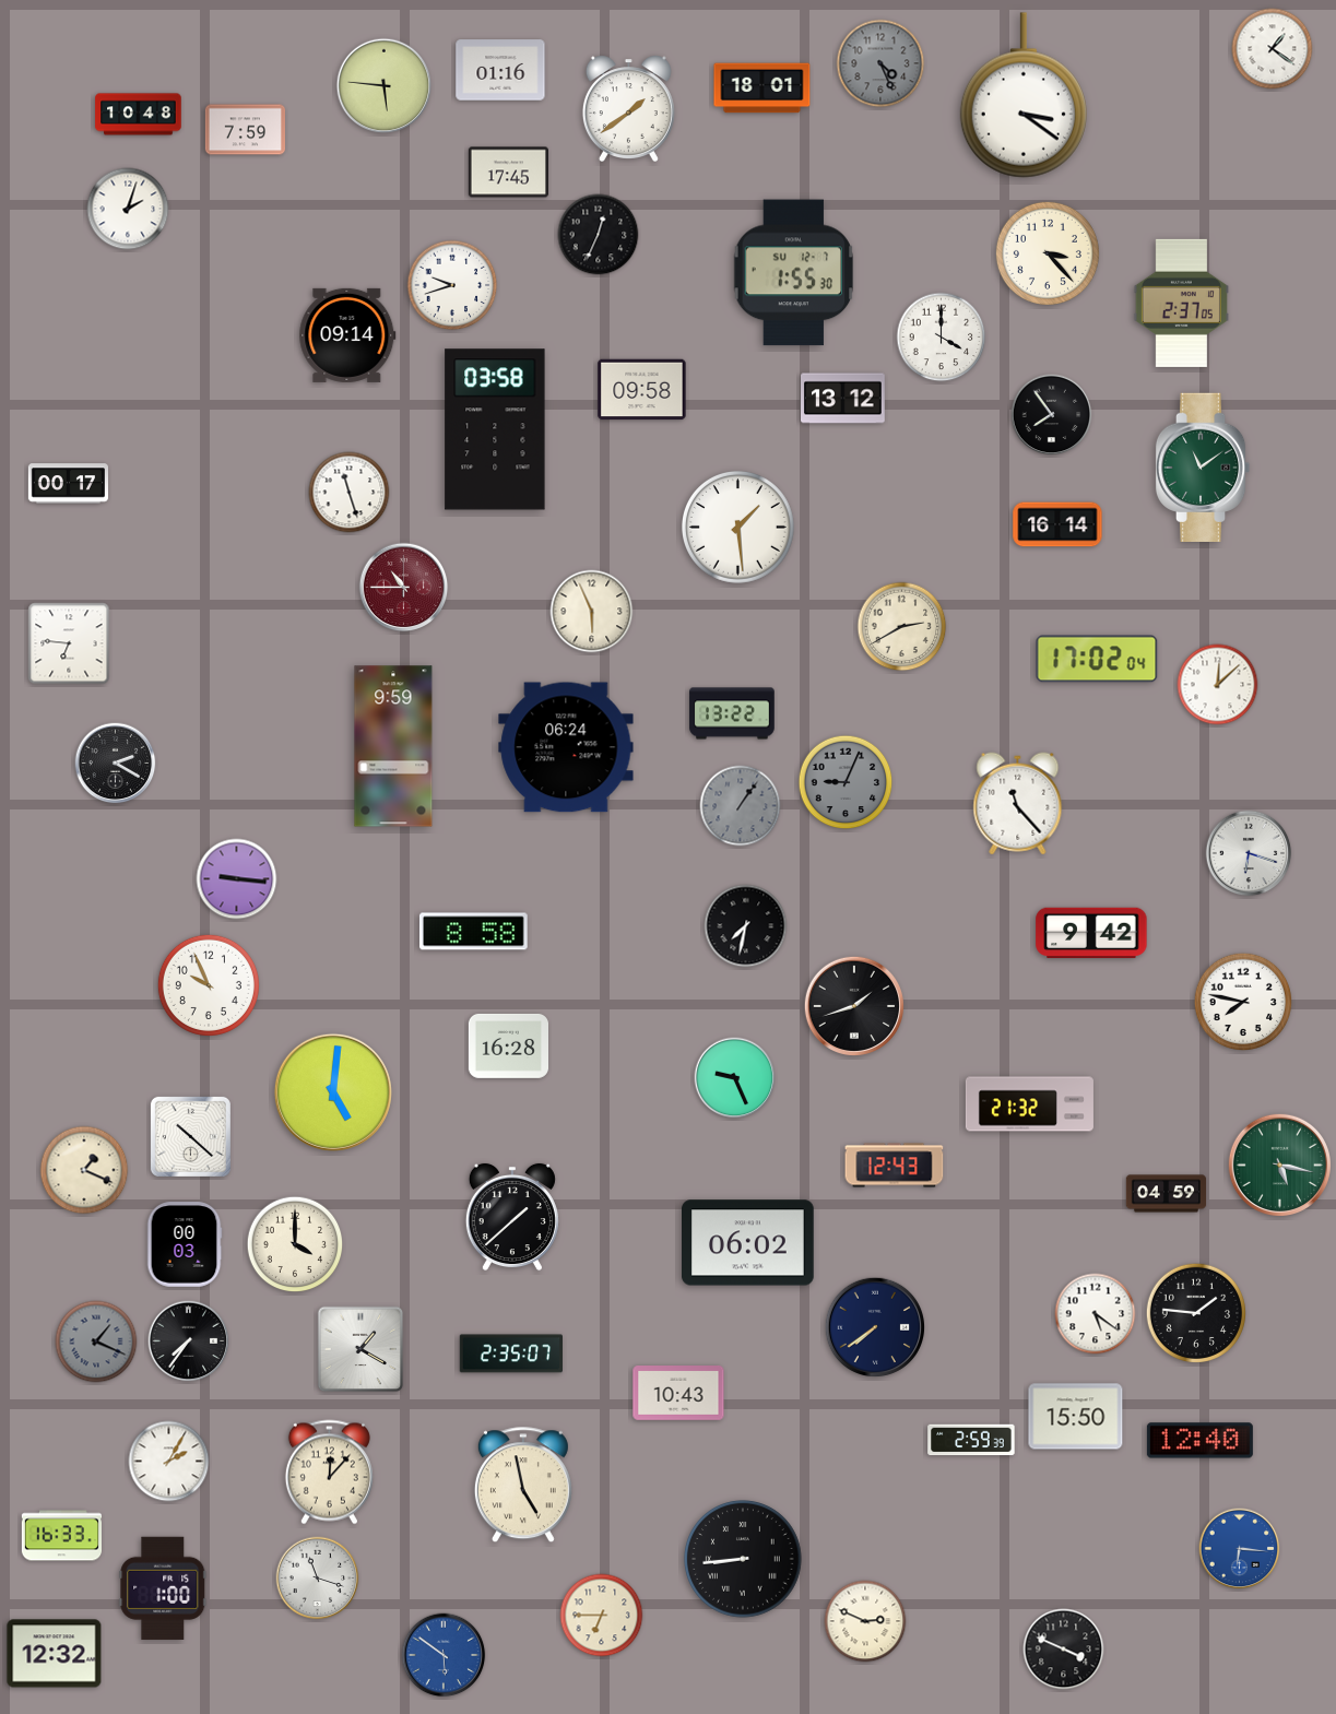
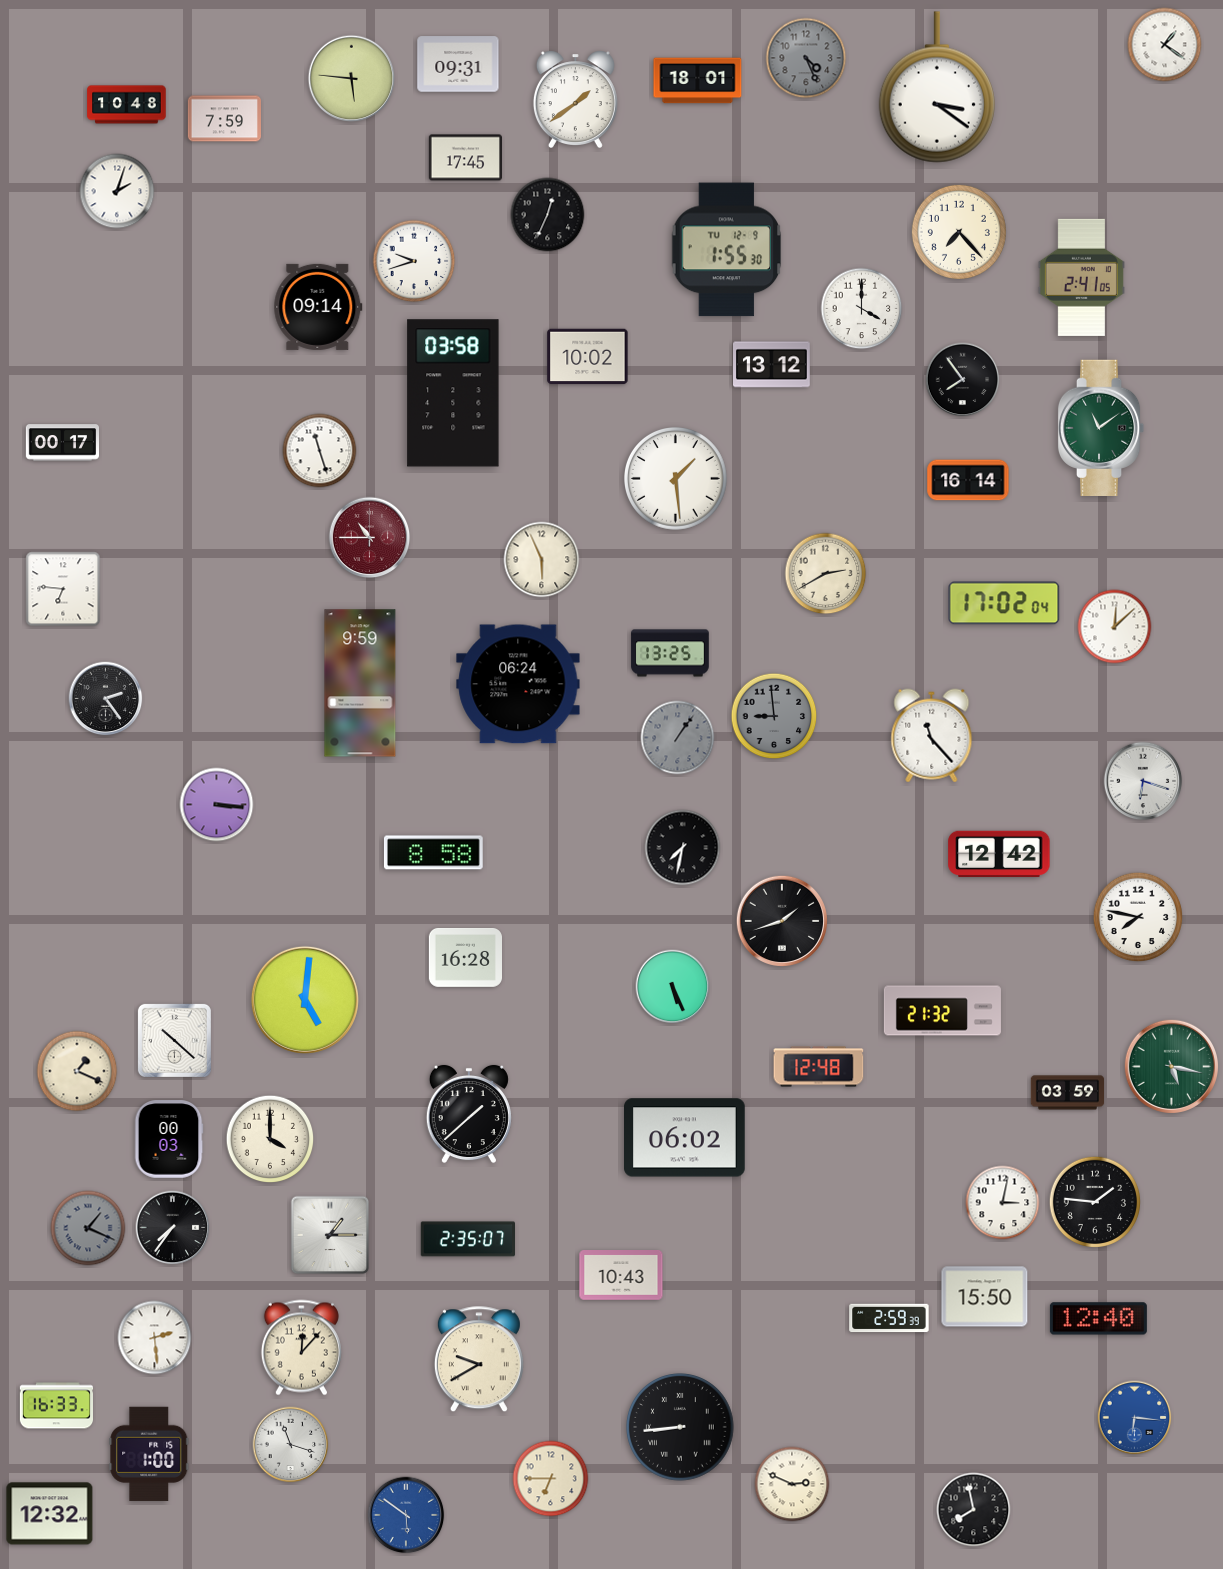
clock at (500, 70): 01:16 -> 09:31
clock at (1048, 253): 3:23 -> 7:23
clock at (794, 273) date: SU 12-7 -> TU 12-9
clock at (1181, 303): 2:37 -> 2:41
clock at (642, 390): 09:58 -> 10:02
clock at (738, 528) position: (738, 528) -> (676, 479)
clock at (732, 713): 13:22 -> 13:25
clock at (116, 764): 2:20 -> 2:24
clock at (846, 782): 9:04 -> 8:59
clock at (237, 879): 9:16 -> 3:16
clock at (1091, 933): 9:42 -> 12:42
clock at (209, 985): 9:56 -> none
clock at (735, 1078): 9:26 -> 5:26
clock at (895, 1166): 12:43 -> 12:48
clock at (1167, 1194): 04:59 -> 03:59
clock at (1096, 1314): 5:21 -> 3:02
clock at (874, 1326): 7:39 -> none
clock at (360, 1349): 1:20 -> 1:15
clock at (169, 1462): 2:05 -> 2:29
clock at (523, 1486): 4:58 -> 9:40
clock at (1064, 1650): 3:49 -> 7:58
